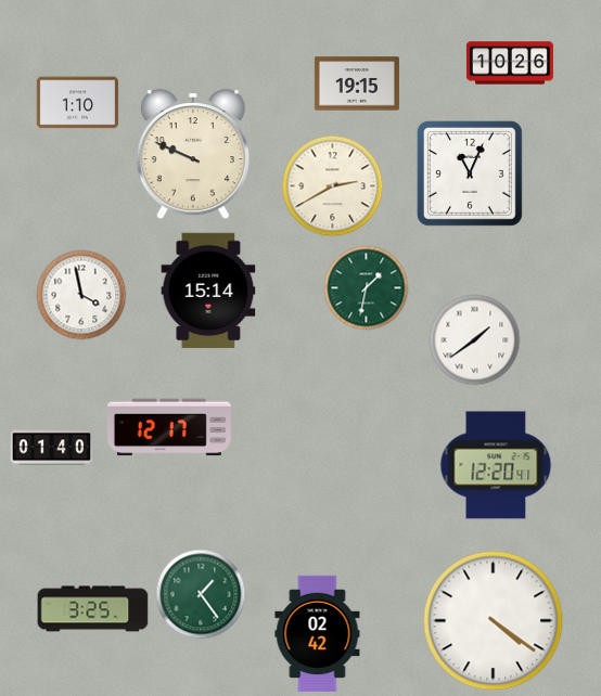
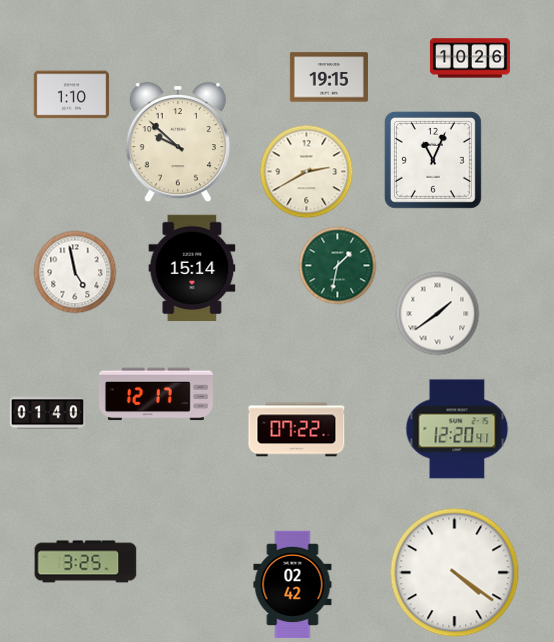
clock at (192, 154): 9:49 -> 9:52
clock at (81, 295): 3:58 -> 4:58
clock at (297, 430): none -> 07:22
clock at (201, 594): 1:24 -> none
